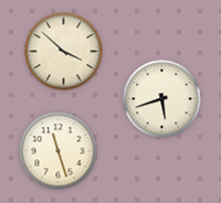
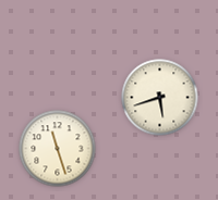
clock at (64, 52): 3:52 -> none
